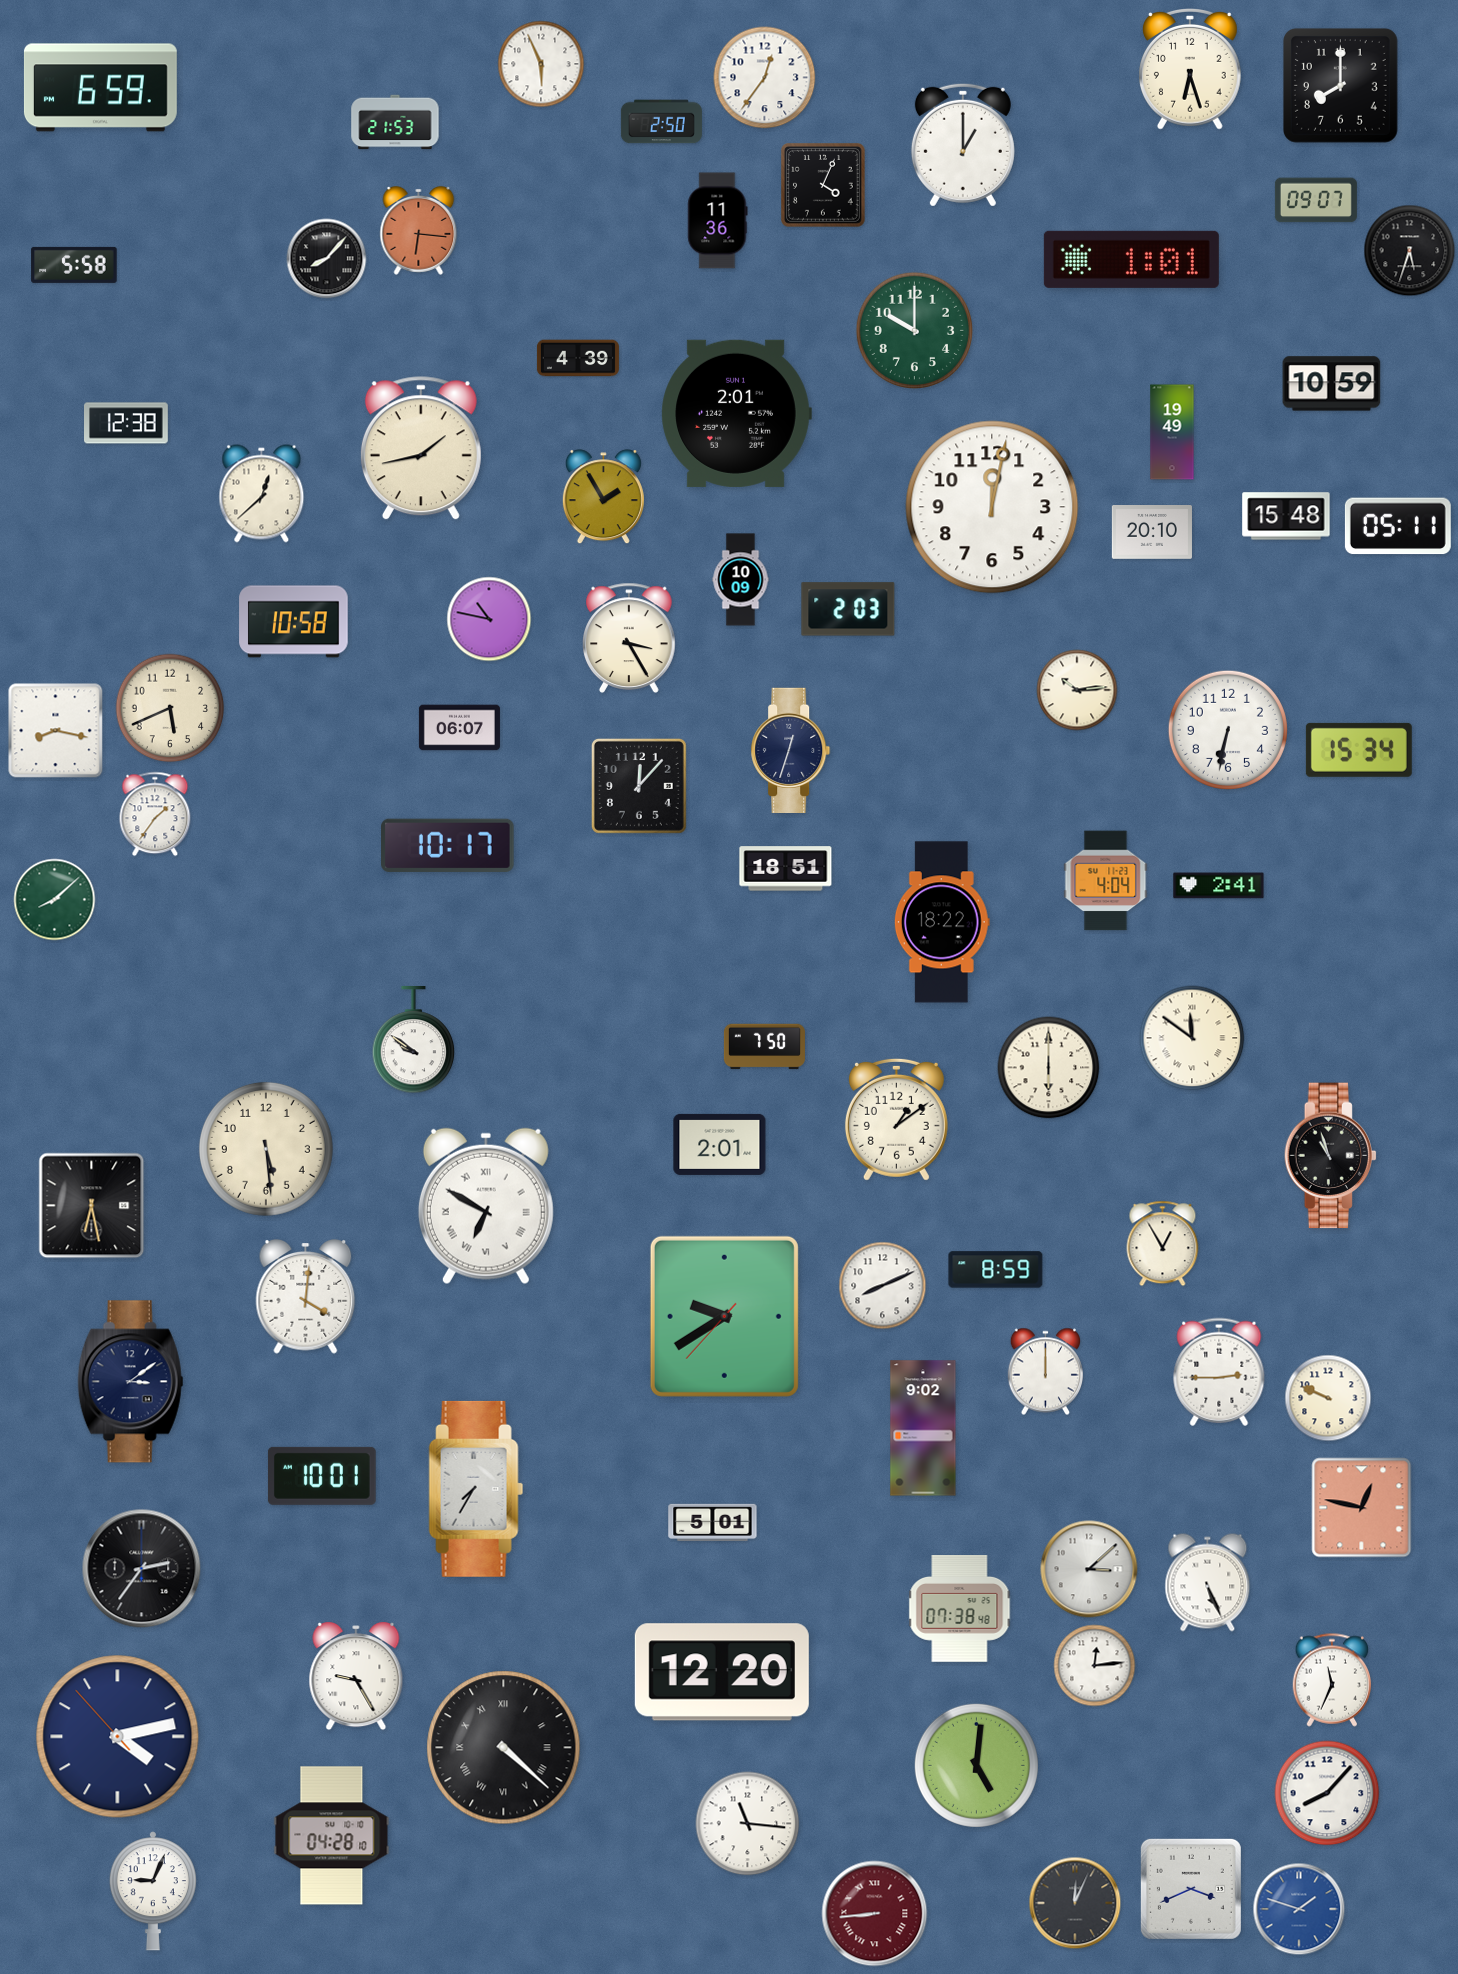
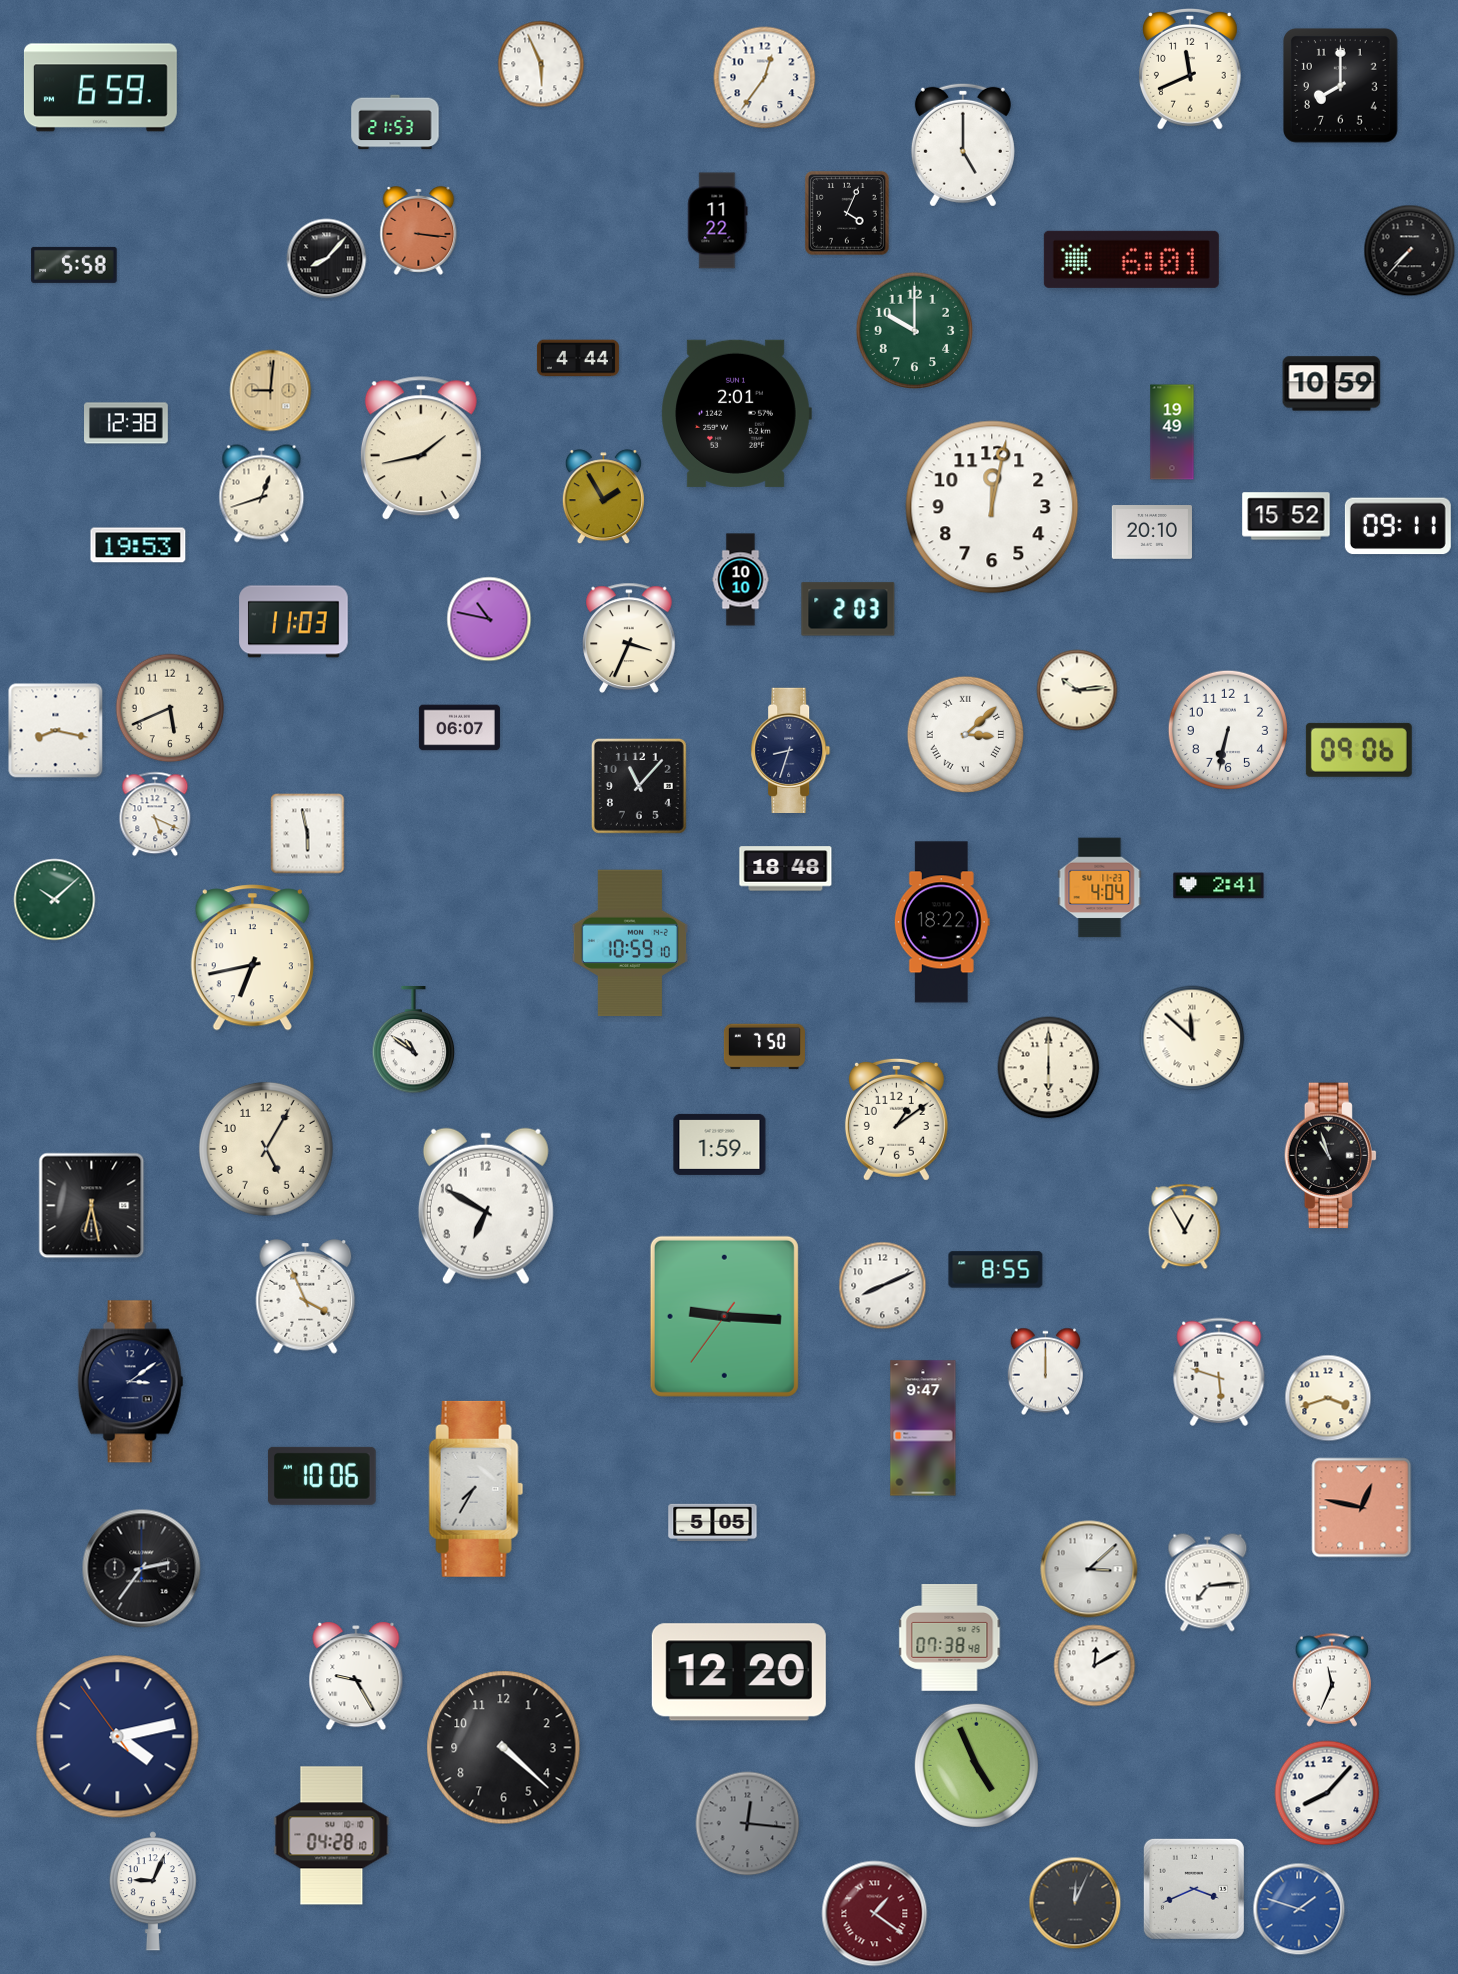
clock at (1190, 70): 6:27 -> 11:41
clock at (661, 122): 2:50 -> none
clock at (963, 145): 1:00 -> 5:00
clock at (824, 186) position: (824, 186) -> (848, 214)
clock at (1316, 200): 09:07 -> none
clock at (718, 221): 11:36 -> 11:22
clock at (419, 230): 6:16 -> 3:16
clock at (1410, 251): 5:33 -> 7:37
clock at (1131, 259): 1:01 -> 6:01
clock at (578, 358): 4:39 -> 4:44
clock at (271, 391): none -> 9:01
clock at (262, 494): 12:38 -> 12:42
clock at (1286, 516): 15:48 -> 15:52
clock at (1398, 526): 05:11 -> 09:11
clock at (138, 545): none -> 19:53
clock at (741, 580): 10:09 -> 10:10
clock at (294, 622): 10:58 -> 11:03
clock at (630, 638): 3:25 -> 3:34
clock at (965, 734): none -> 3:08
clock at (791, 750): 12:33 -> 8:33
clock at (1359, 750): 15:34 -> 09:06
clock at (639, 786): 12:07 -> 11:07
clock at (155, 814): 1:36 -> 5:19
clock at (308, 834): none -> 5:58
clock at (448, 845): 10:17 -> none
clock at (786, 869): 18:51 -> 18:48
clock at (1106, 881) position: (1106, 881) -> (1100, 888)
clock at (55, 900): 8:08 -> 10:08
clock at (630, 943): none -> 10:59
clock at (252, 958): none -> 6:43
clock at (1192, 1038): 11:51 -> 11:52
clock at (414, 1040): 9:51 -> 10:51
clock at (720, 1144): 2:01 -> 1:59
clock at (266, 1149): 5:29 -> 5:05
clock at (486, 1206) numerals: Roman -> Arabic
clock at (1163, 1244) position: (1163, 1244) -> (1185, 1227)
clock at (996, 1270): 8:59 -> 8:55
clock at (306, 1297): 4:01 -> 3:56
clock at (724, 1316): 9:39 -> 9:15
clock at (1219, 1372): 2:45 -> 5:48
clock at (1328, 1398): 9:49 -> 3:42
clock at (923, 1428): 9:02 -> 9:47
clock at (322, 1476): 10:01 -> 10:06
clock at (713, 1522): 5:01 -> 5:05
clock at (1208, 1583): 5:26 -> 7:14
clock at (960, 1609) position: (960, 1609) -> (950, 1638)
clock at (1095, 1666): 12:14 -> 12:10
clock at (722, 1672) position: (722, 1672) -> (739, 1672)
clock at (118, 1737): 4:12:53 -> 4:12:54
clock at (504, 1748) numerals: Roman -> Arabic
clock at (976, 1765): 5:01 -> 4:56
clock at (748, 1824): 11:16 -> 12:16
clock at (748, 1824) dial: white -> grey
clock at (1191, 1889) position: (1191, 1889) -> (1194, 1889)
clock at (875, 1914): 8:44 -> 1:21
